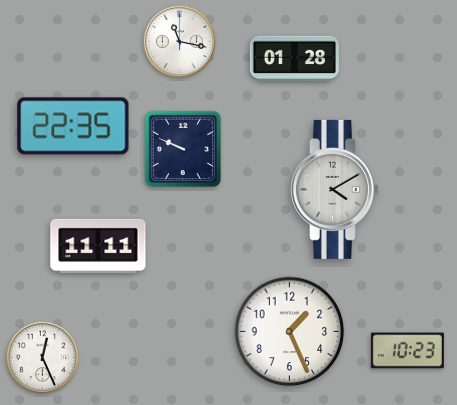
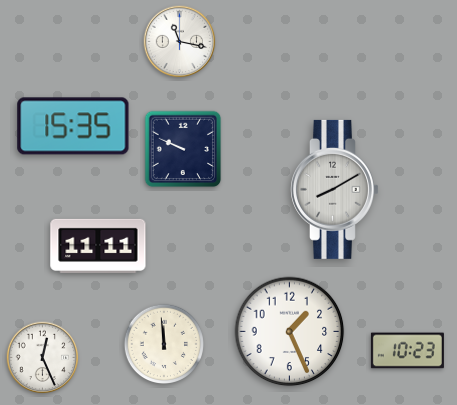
clock at (294, 59): 01:28 -> none
clock at (73, 126): 22:35 -> 15:35
clock at (335, 189): 4:10 -> 8:10
clock at (163, 343): none -> 11:59
